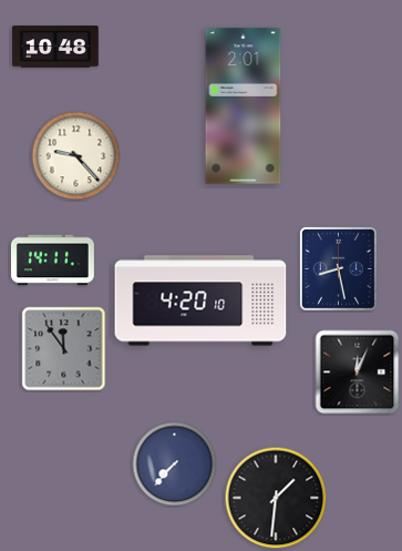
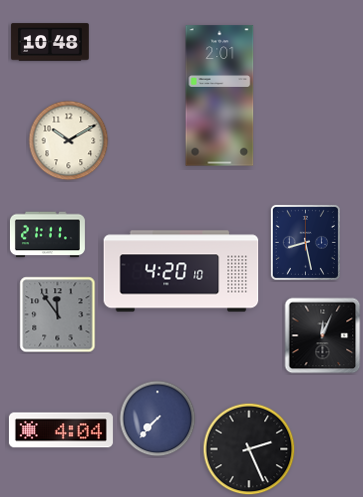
clock at (76, 156): 9:23 -> 10:10
clock at (52, 261): 14:11 -> 21:11
clock at (61, 430): none -> 4:04
clock at (276, 498): 1:31 -> 2:26
